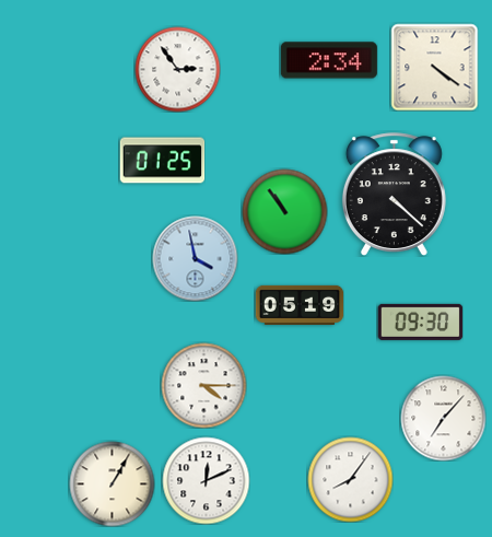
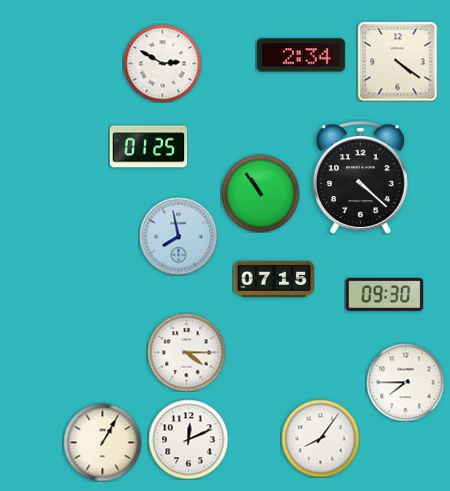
clock at (177, 69): 2:54 -> 2:50
clock at (195, 258): 3:58 -> 7:58
clock at (300, 305): 05:19 -> 07:15
clock at (443, 418): 7:07 -> 7:45
